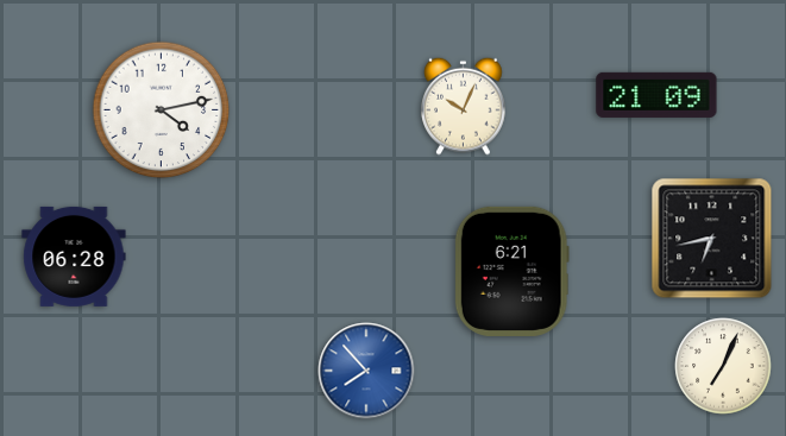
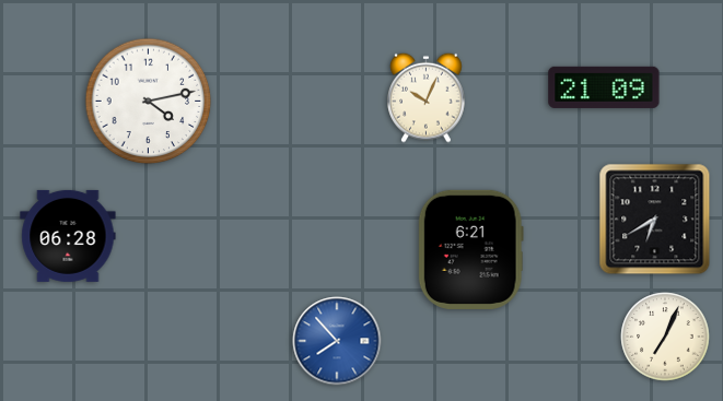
clock at (712, 239): 6:43 -> 6:40
